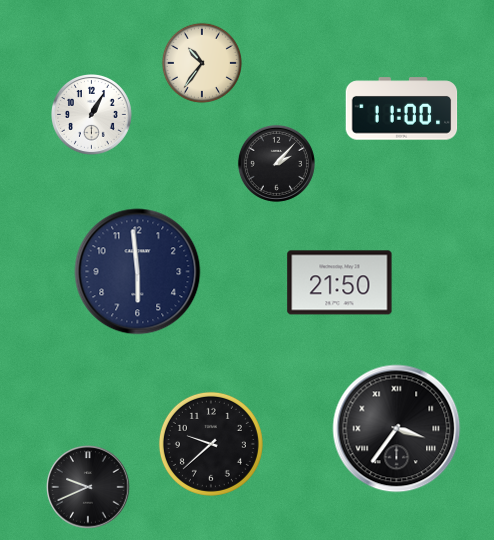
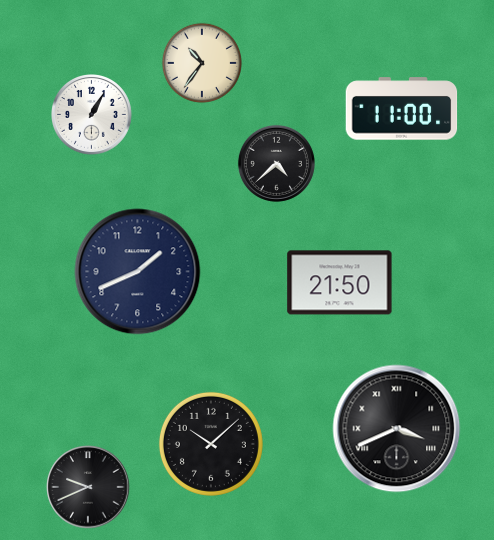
clock at (276, 163): 2:07 -> 4:38
clock at (138, 272): 5:59 -> 1:41
clock at (397, 429): 3:36 -> 3:41
clock at (211, 444): 9:38 -> 10:08
